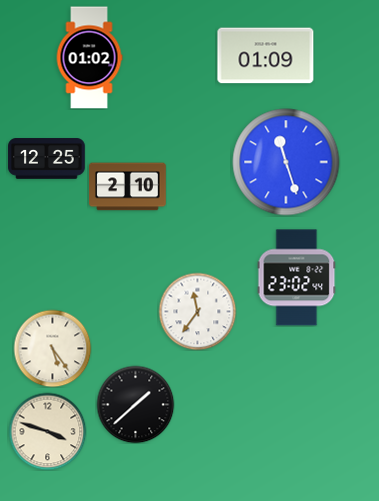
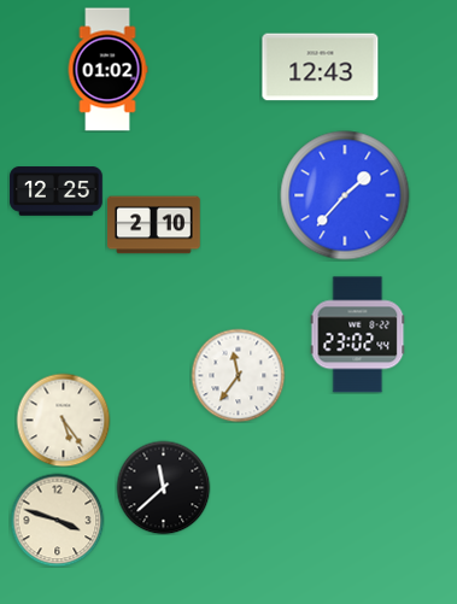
clock at (266, 56): 01:09 -> 12:43
clock at (286, 162): 11:27 -> 1:37
clock at (135, 404): 1:38 -> 11:38
